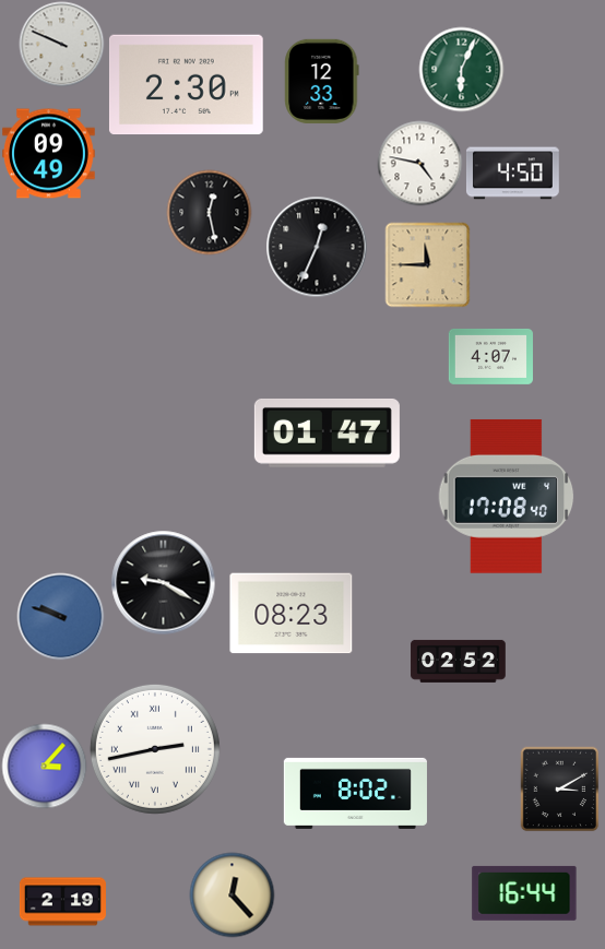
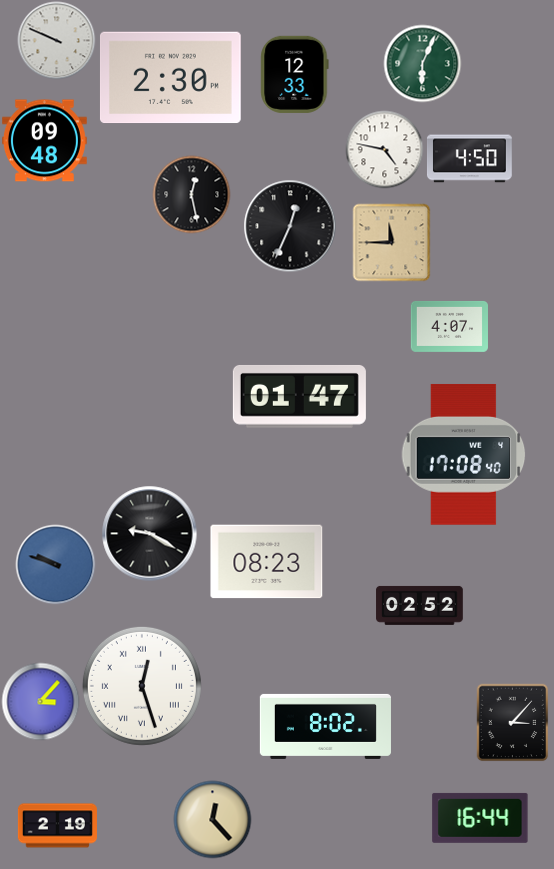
clock at (49, 154): 09:49 -> 09:48
clock at (155, 749): 2:43 -> 12:27
clock at (560, 788): 3:10 -> 3:07
